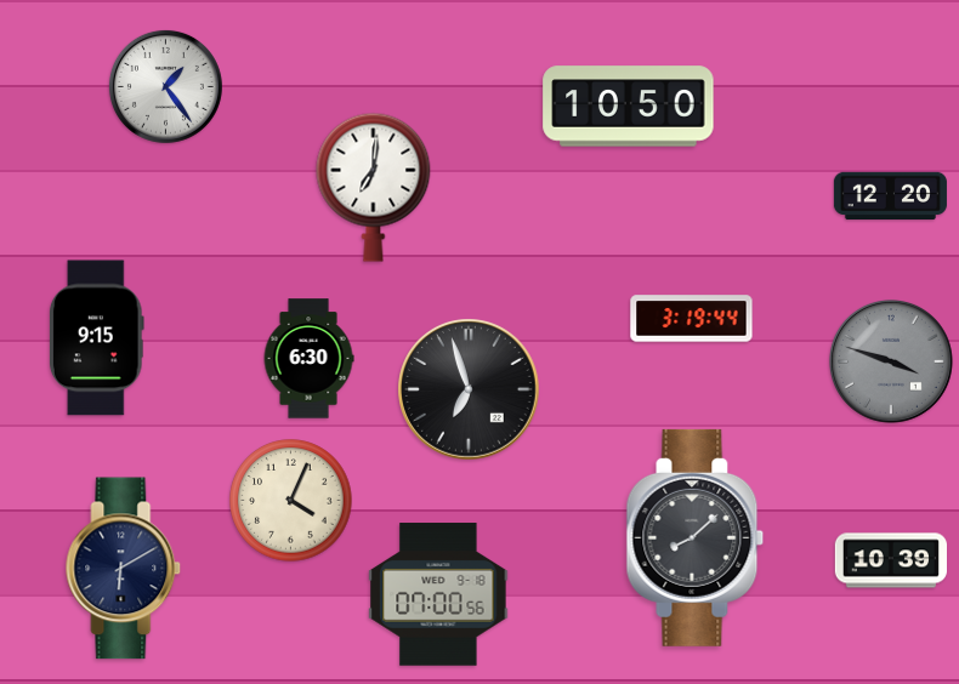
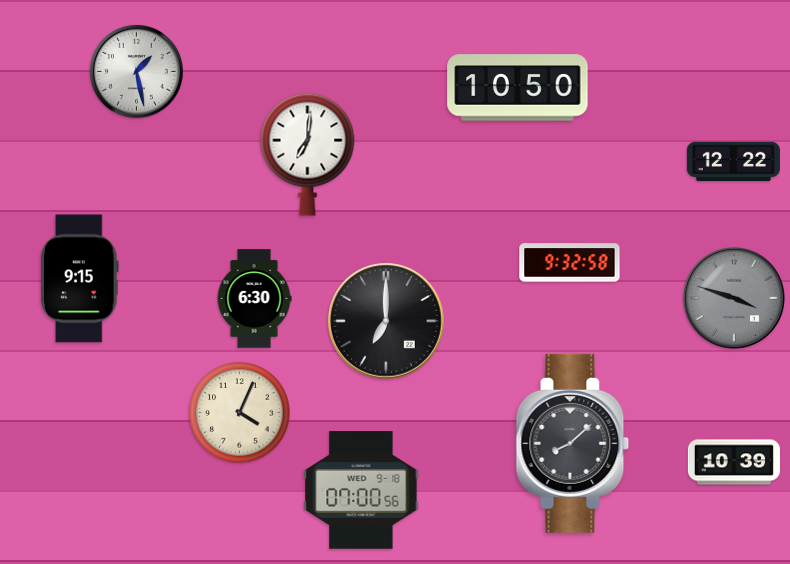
clock at (165, 86): 1:24 -> 1:28
clock at (890, 196): 12:20 -> 12:22
clock at (692, 319): 3:19 -> 9:32
clock at (308, 359) position: (308, 359) -> (254, 299)
clock at (469, 389): 6:57 -> 7:00
clock at (124, 569): 6:10 -> none
